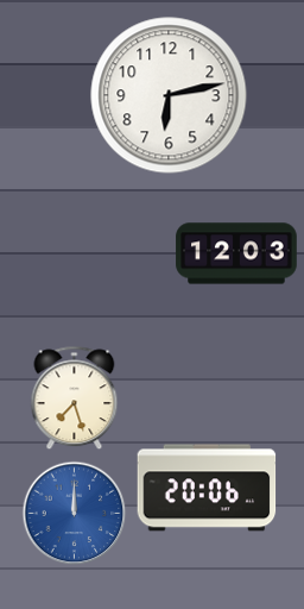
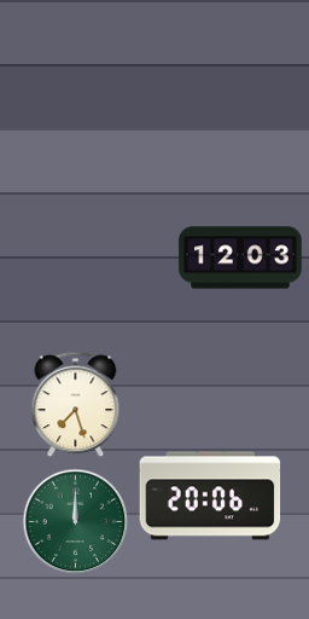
clock at (169, 95): 6:13 -> none
clock at (75, 514) dial: blue -> green
